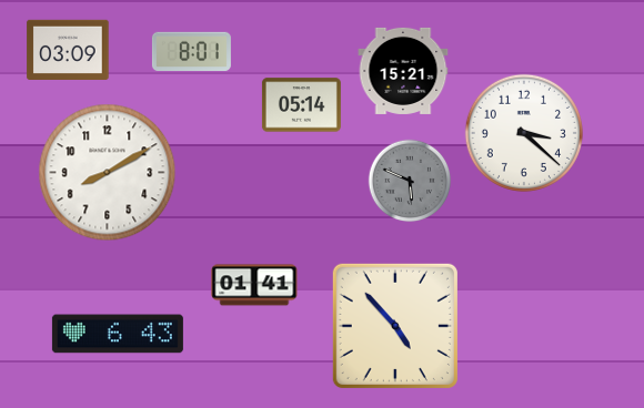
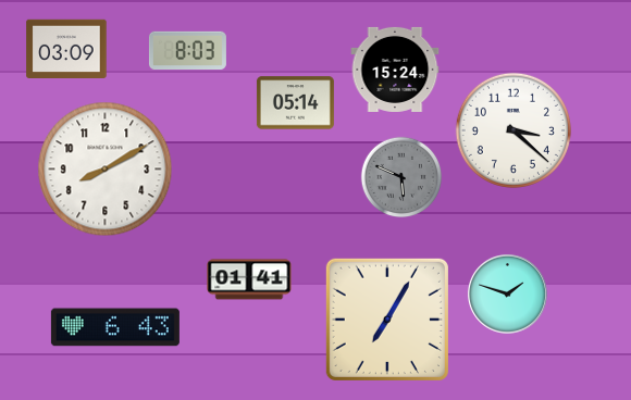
clock at (191, 52): 8:01 -> 8:03
clock at (403, 71): 15:21 -> 15:24
clock at (507, 293): none -> 1:48
clock at (395, 326): 4:53 -> 7:05
